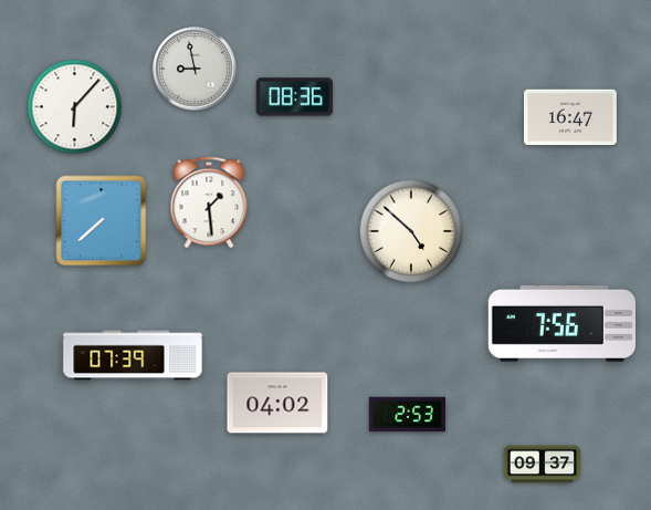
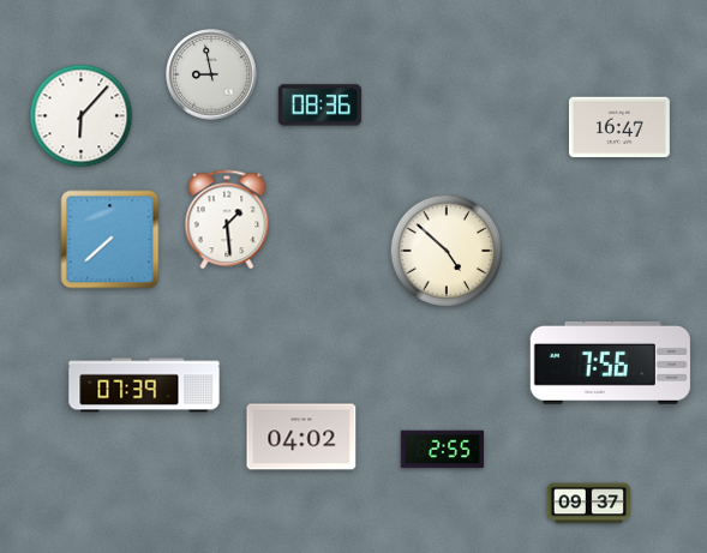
clock at (561, 323) position: (561, 323) -> (610, 362)
clock at (407, 415): 2:53 -> 2:55
